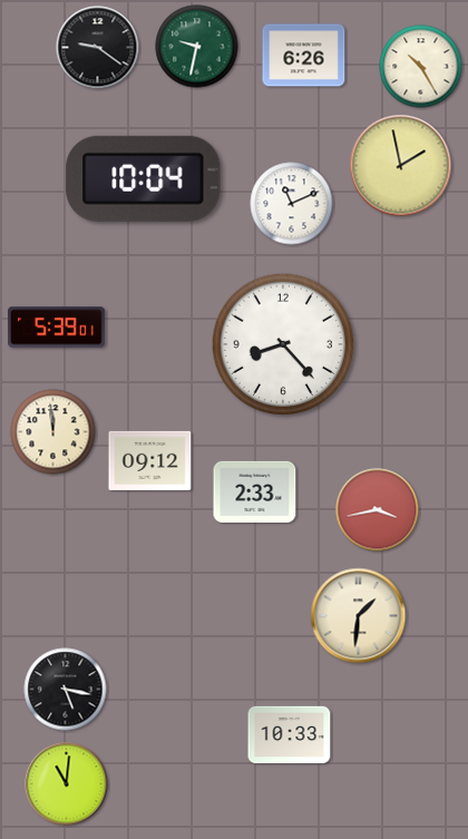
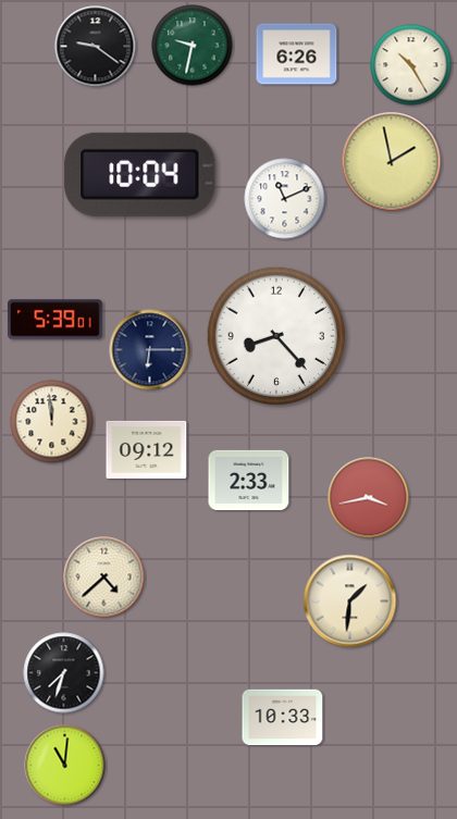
clock at (150, 350): none -> 6:15
clock at (104, 578): none -> 4:38
clock at (66, 690): 5:17 -> 7:33
